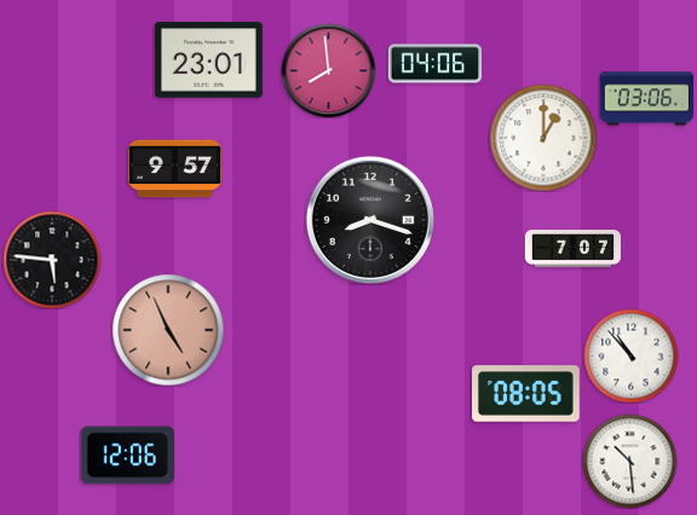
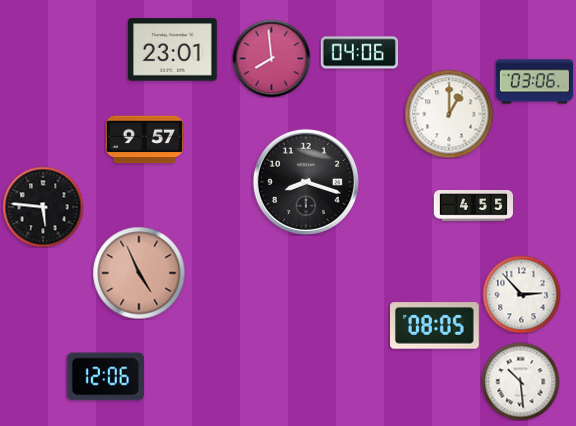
clock at (572, 249): 7:07 -> 4:55
clock at (52, 260) position: (52, 260) -> (43, 207)
clock at (630, 355): 10:53 -> 2:53
